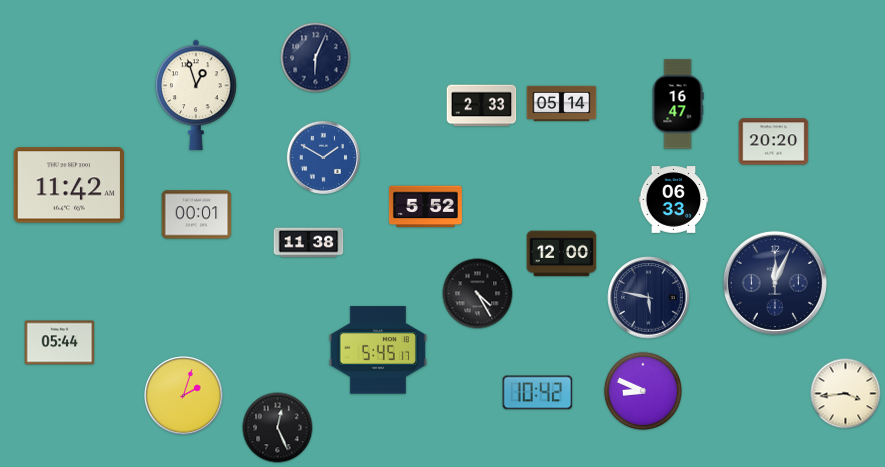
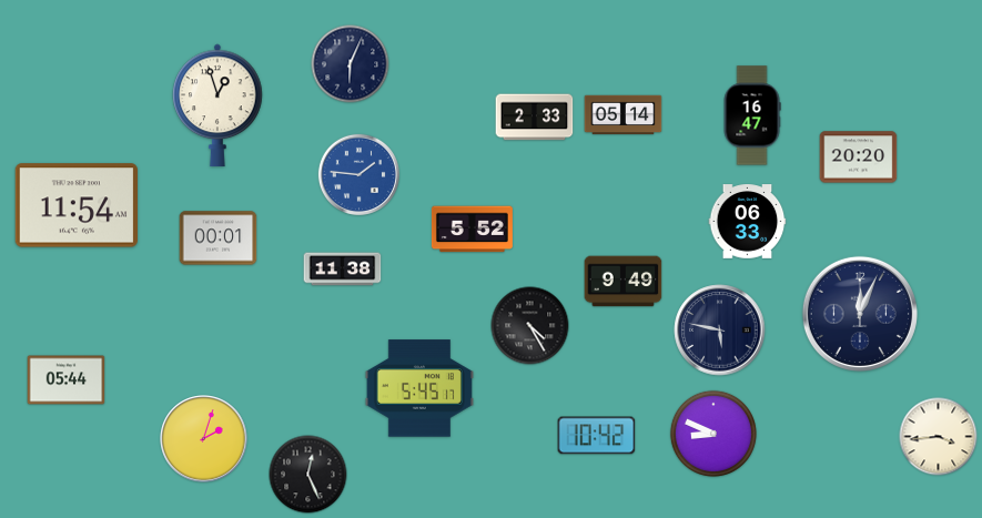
clock at (323, 157): 1:50 -> 1:46
clock at (68, 185): 11:42 -> 11:54
clock at (562, 254): 12:00 -> 9:49
